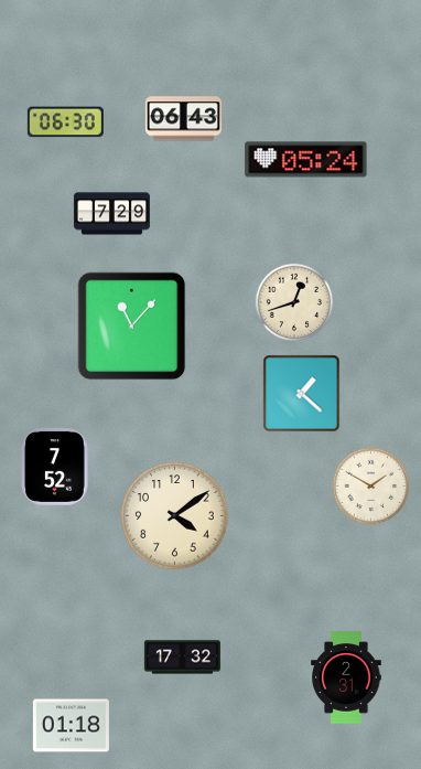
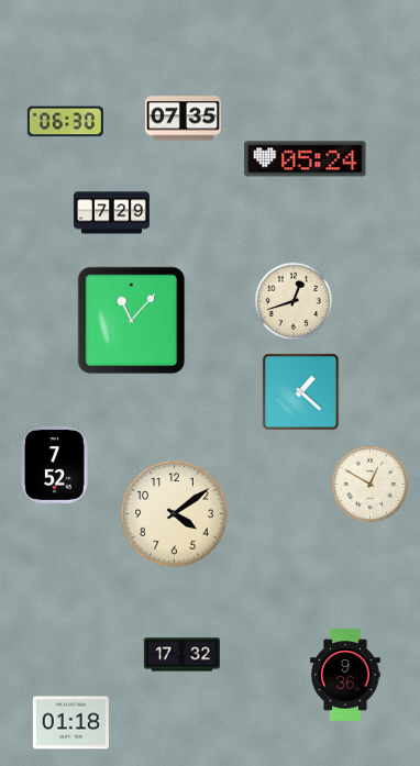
clock at (183, 119): 06:43 -> 07:35
clock at (132, 327) position: (132, 327) -> (132, 321)
clock at (371, 487): 1:50 -> 12:50
clock at (346, 677): 2:31 -> 9:36
